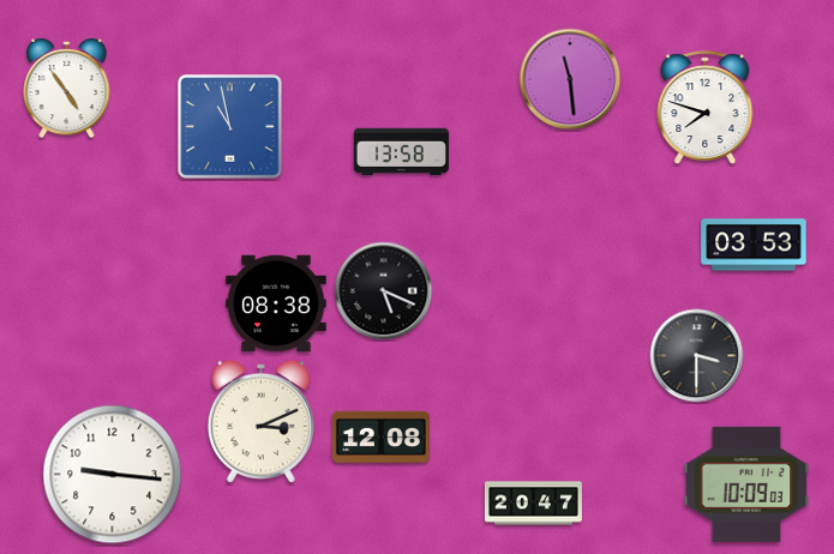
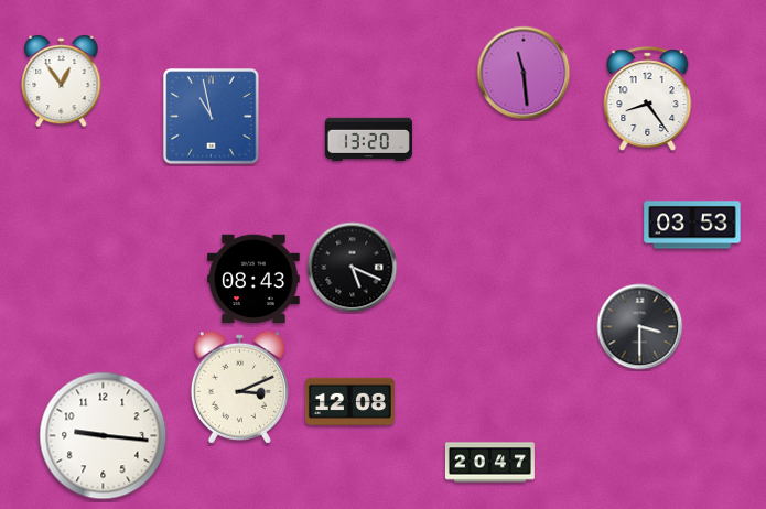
clock at (67, 89): 4:54 -> 12:54
clock at (706, 107): 7:48 -> 8:24
clock at (401, 151): 13:58 -> 13:20
clock at (277, 303): 08:38 -> 08:43
clock at (746, 484): 10:09 -> none
